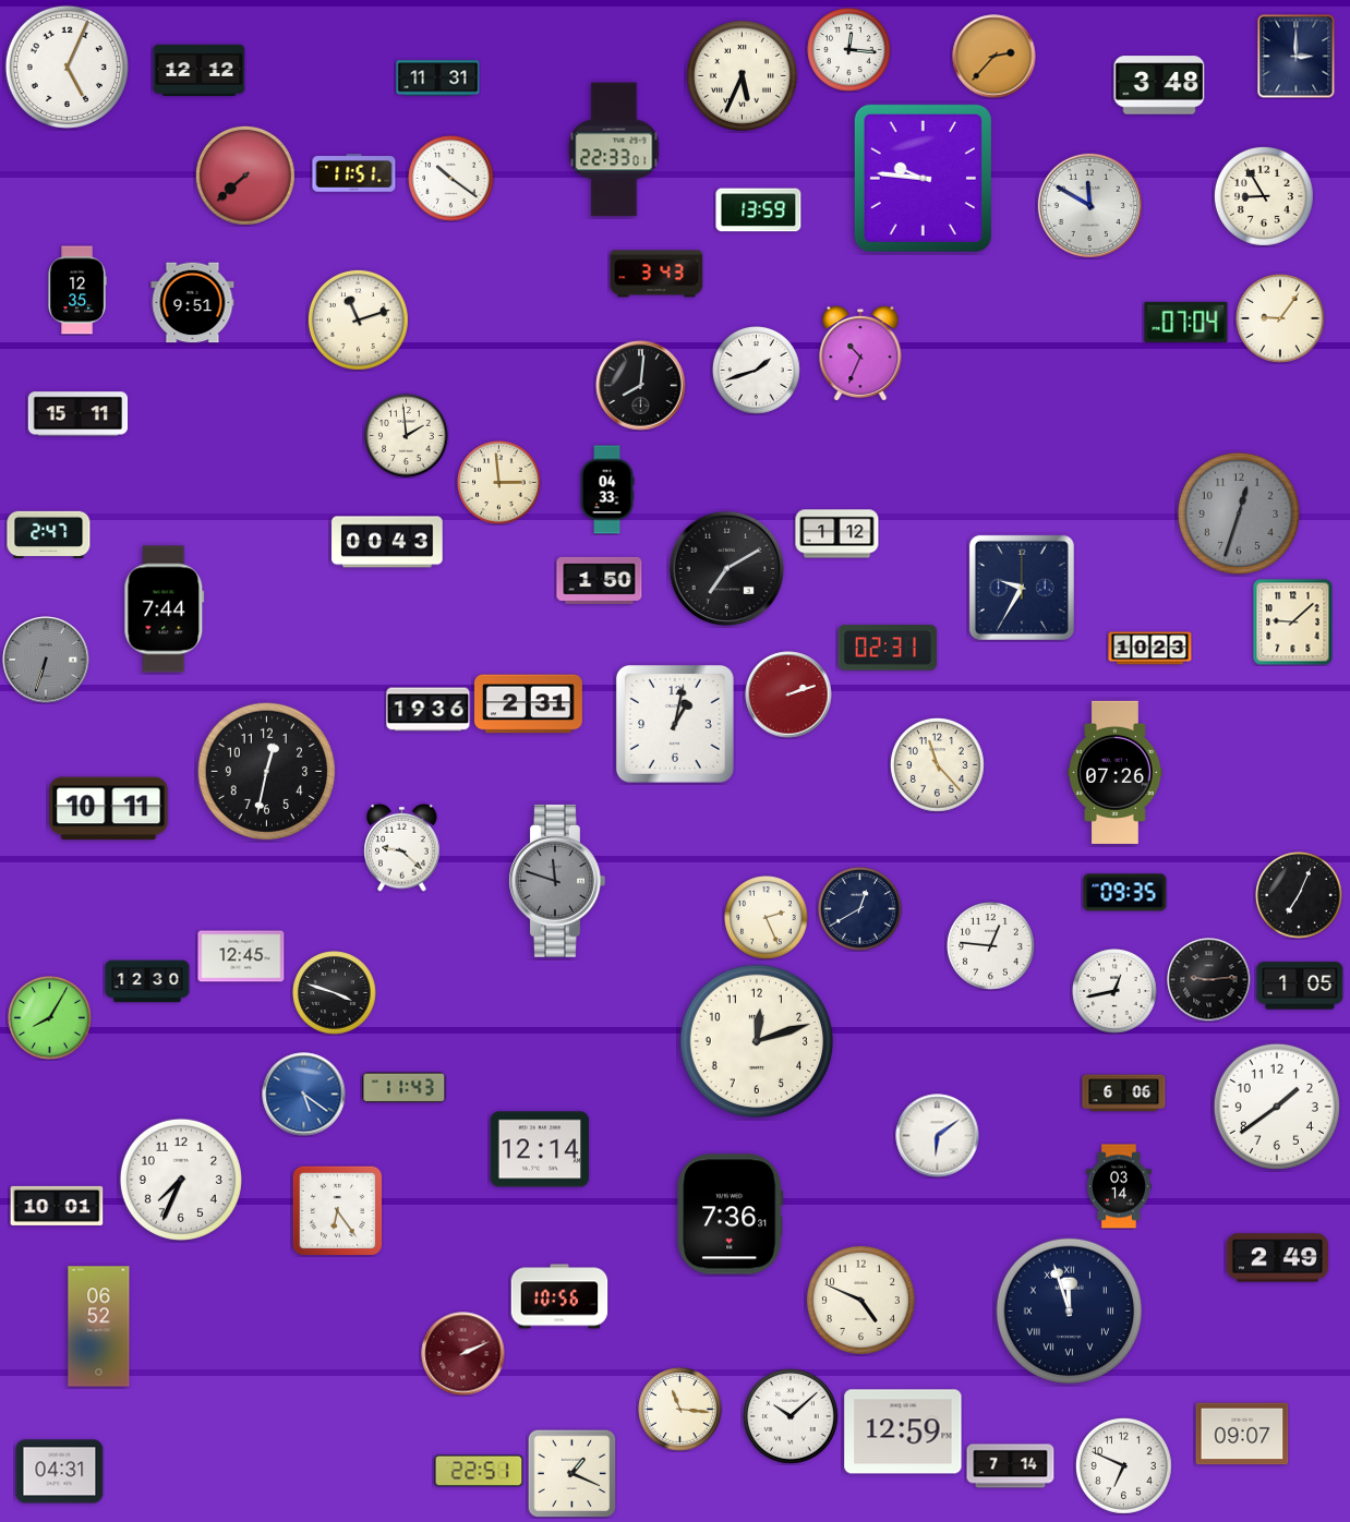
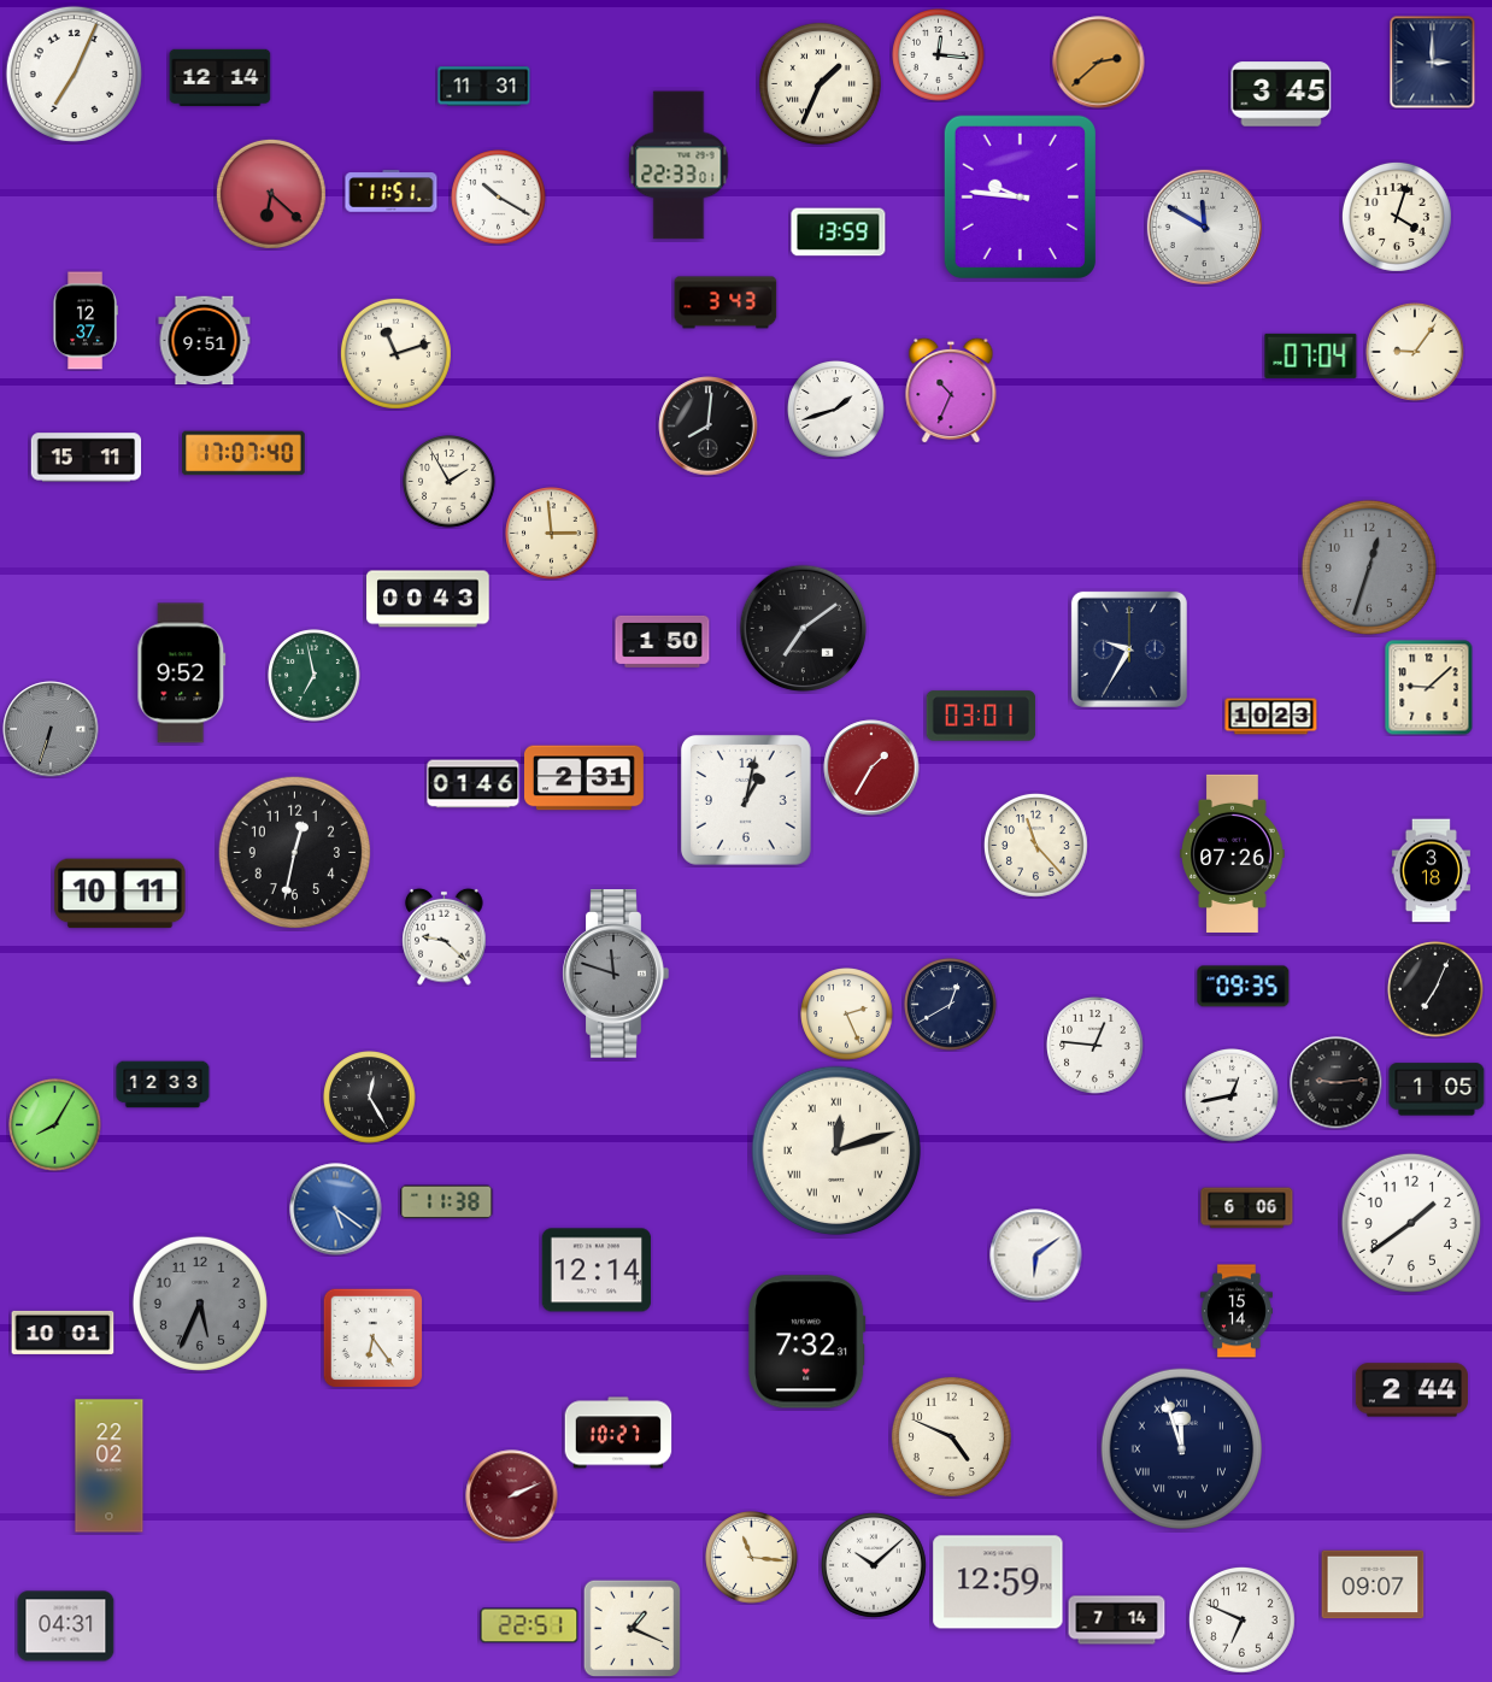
clock at (995, 57): 2:37 -> 2:38
clock at (67, 67): 5:04 -> 7:04
clock at (200, 71): 12:12 -> 12:14
clock at (742, 75): 5:34 -> 1:34
clock at (1159, 85): 3:48 -> 3:45
clock at (245, 176): 7:38 -> 6:22
clock at (451, 179): 10:21 -> 10:20
clock at (1264, 196): 8:55 -> 4:03
clock at (77, 290): 12:35 -> 12:37
clock at (193, 303) position: (193, 303) -> (205, 341)
clock at (243, 453): none -> 17:07
clock at (407, 436): 1:59 -> 1:55
clock at (607, 490): 04:33 -> none
clock at (49, 534): 2:47 -> none
clock at (837, 534): 1:12 -> none
clock at (727, 569): 7:10 -> 7:09
clock at (165, 609): 7:44 -> 9:52
clock at (315, 676): none -> 6:58
clock at (888, 648): 02:31 -> 03:01
clock at (788, 694): 2:12 -> 1:35
clock at (429, 710): 19:36 -> 01:46
clock at (1431, 871): none -> 3:18
clock at (241, 956): 12:45 -> none
clock at (147, 981): 12:30 -> 12:33
clock at (335, 993): 3:48 -> 12:25
clock at (757, 1041) numerals: Arabic -> Roman
clock at (405, 1088): 11:43 -> 11:38
clock at (1124, 1094) position: (1124, 1094) -> (1247, 1208)
clock at (181, 1180): 7:34 -> 5:34
clock at (181, 1180) dial: white -> grey
clock at (1119, 1186): 03:14 -> 15:14
clock at (731, 1215): 7:36 -> 7:32
clock at (1277, 1258): 2:49 -> 2:44
clock at (559, 1296): 10:56 -> 10:27
clock at (99, 1327): 06:52 -> 22:02
